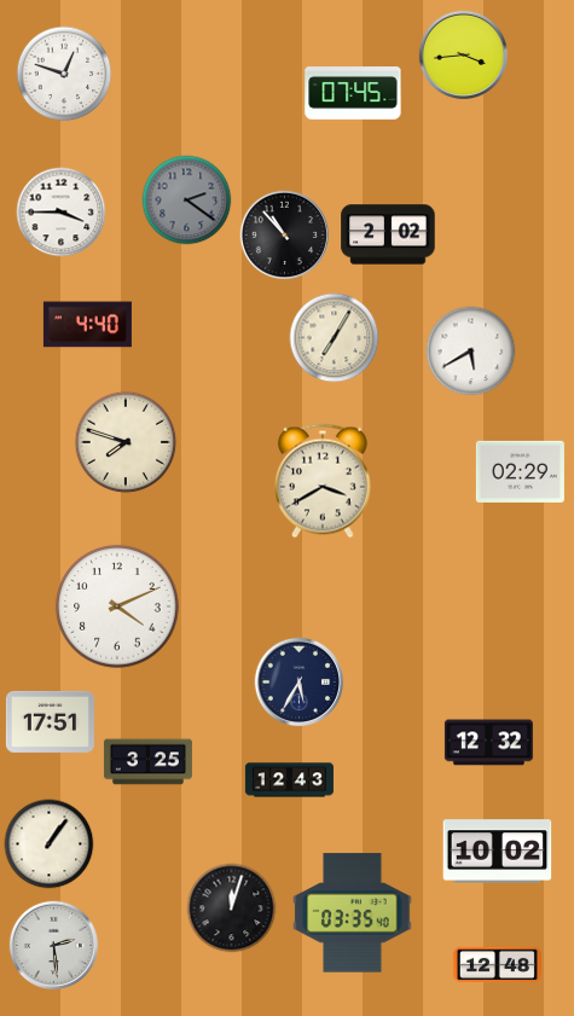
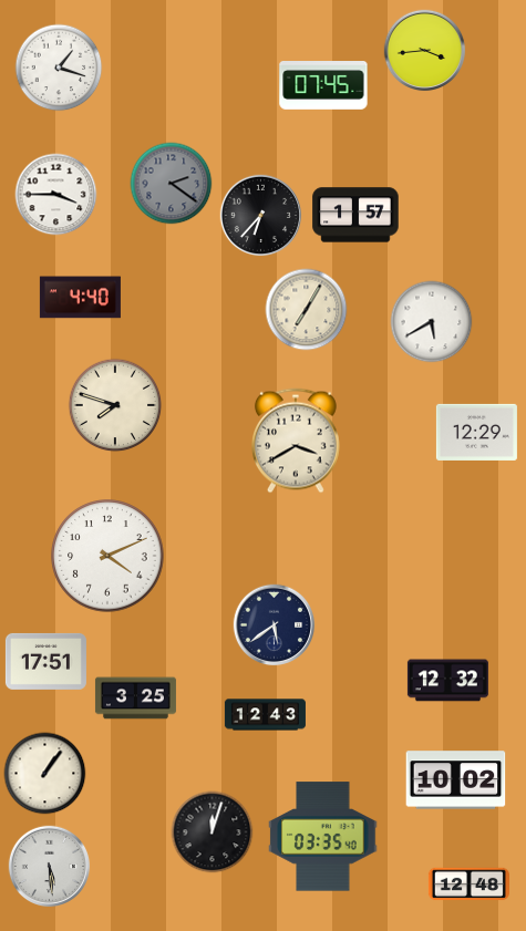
clock at (64, 74): 12:48 -> 1:18
clock at (388, 234): 2:02 -> 1:57
clock at (285, 236): 10:53 -> 6:37
clock at (520, 471): 02:29 -> 12:29
clock at (300, 683): 5:35 -> 5:39
clock at (54, 946): 2:29 -> 5:29
clock at (497, 965) position: (497, 965) -> (468, 885)
